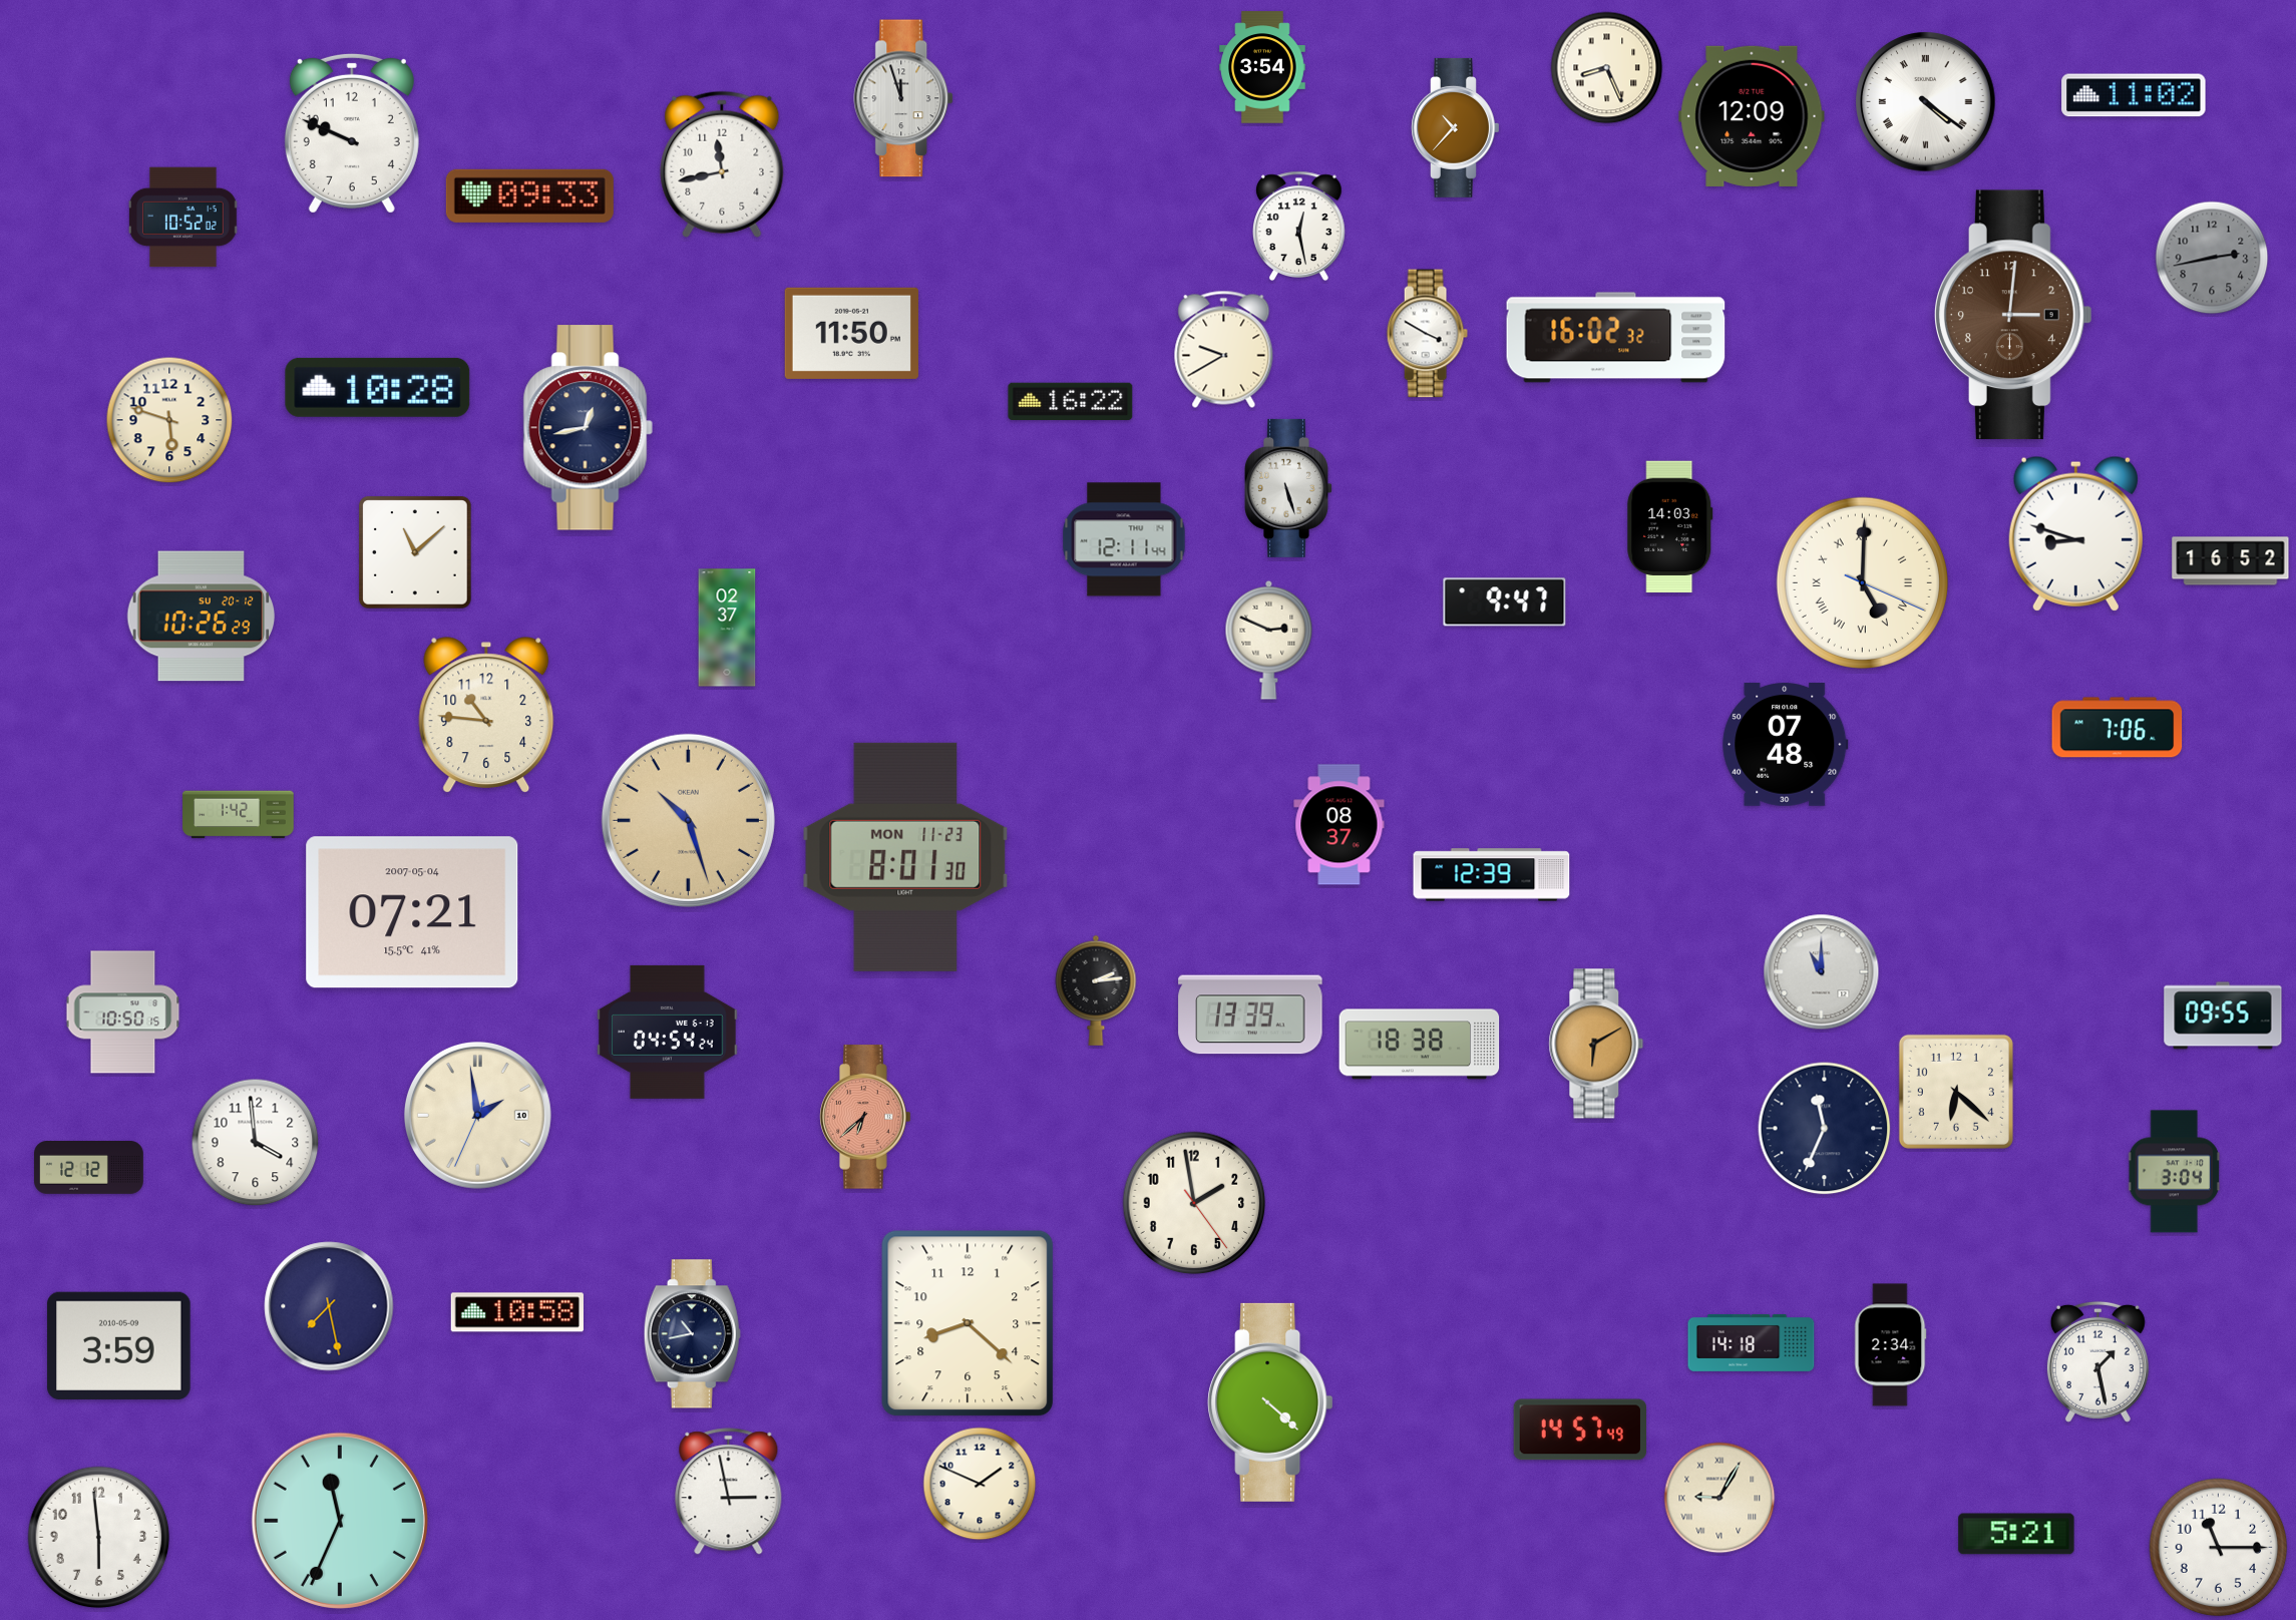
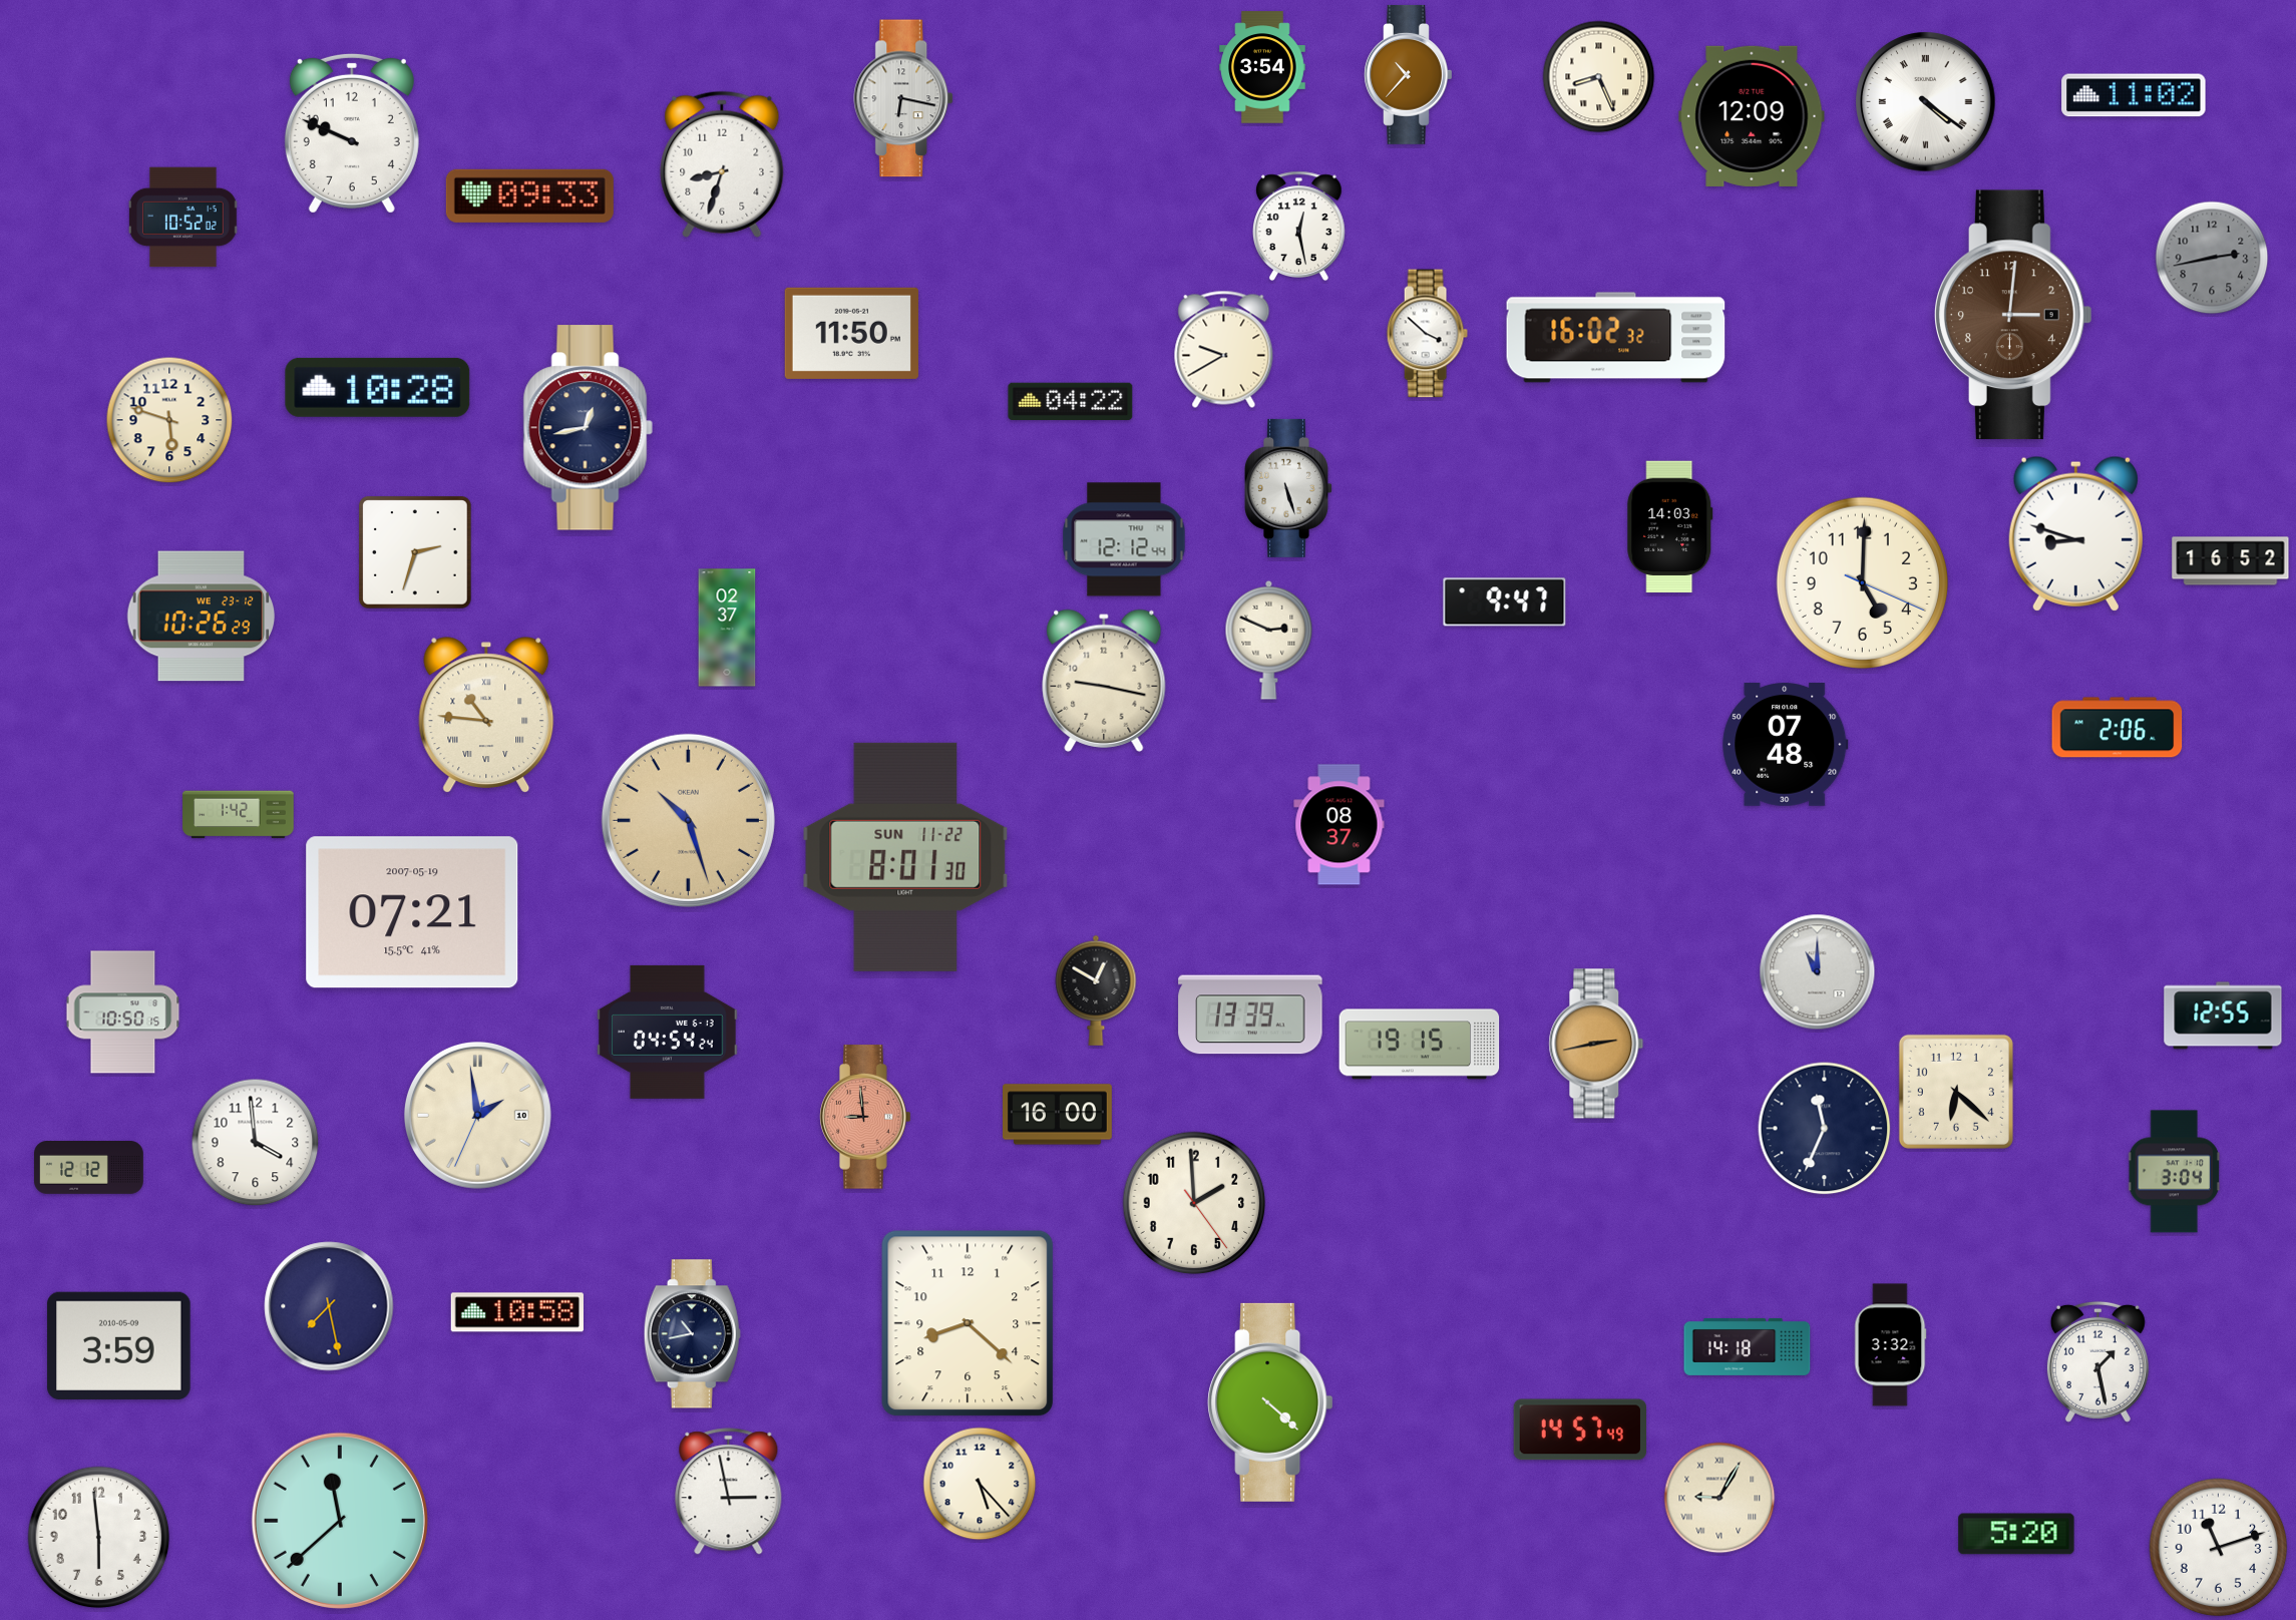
clock at (1607, 68) position: (1607, 68) -> (1599, 77)
clock at (904, 98): 11:57 -> 6:17
clock at (1456, 127) position: (1456, 127) -> (1409, 74)
clock at (722, 164): 11:43 -> 8:33
clock at (1427, 334): 3:50 -> 3:52
clock at (1071, 401): 16:22 -> 04:22
clock at (1124, 539): 12:11 -> 12:12
clock at (416, 553): 11:08 -> 2:33
clock at (1862, 582) numerals: Roman -> Arabic
clock at (202, 617) date: SU 20-12 -> WE 23-12
clock at (1104, 681): none -> 9:17
clock at (486, 716) numerals: Arabic -> Roman
clock at (2118, 728): 7:06 -> 2:06
clock at (905, 857) date: MON 11-23 -> SUN 11-22
clock at (1492, 875): 12:39 -> none
clock at (412, 912) date: 2007-05-04 -> 2007-05-19
clock at (1822, 972) position: (1822, 972) -> (1818, 972)
clock at (1096, 990): 2:14 -> 12:50
clock at (2223, 1016): 09:55 -> 12:55
clock at (1596, 1044): 6:10 -> 2:43
clock at (1420, 1045): 18:38 -> 19:15
clock at (1058, 1115): none -> 16:00
clock at (865, 1117): 6:38 -> 8:59
clock at (1194, 1203): 1:58 -> 1:59
clock at (1752, 1342) position: (1752, 1342) -> (1748, 1346)
clock at (1890, 1345): 2:34 -> 3:32
clock at (980, 1484): 1:49 -> 5:23
clock at (340, 1521): 11:34 -> 11:38
clock at (2016, 1534): 5:21 -> 5:20
clock at (2219, 1548): 11:15 -> 11:12
